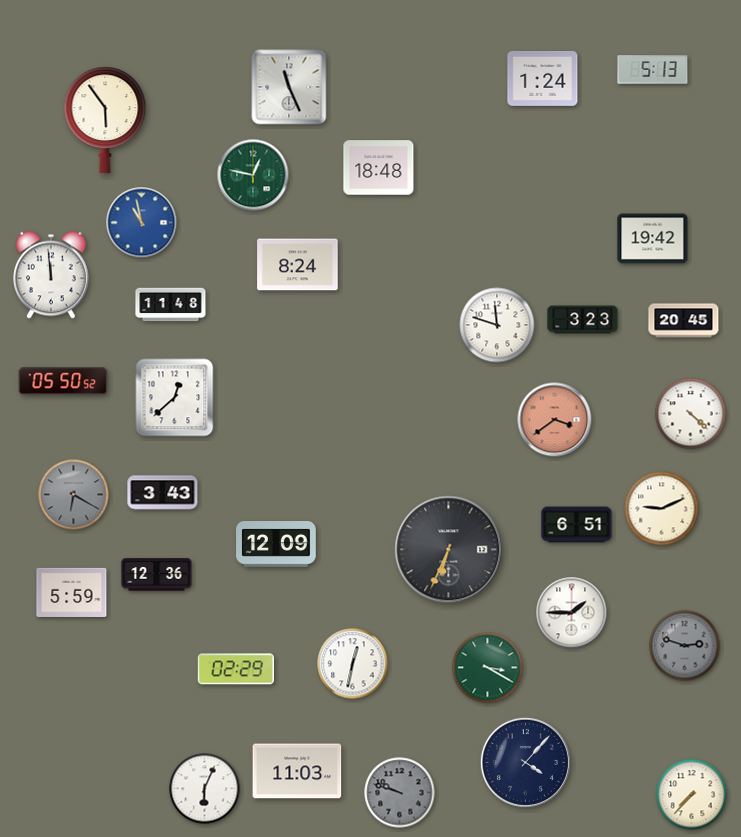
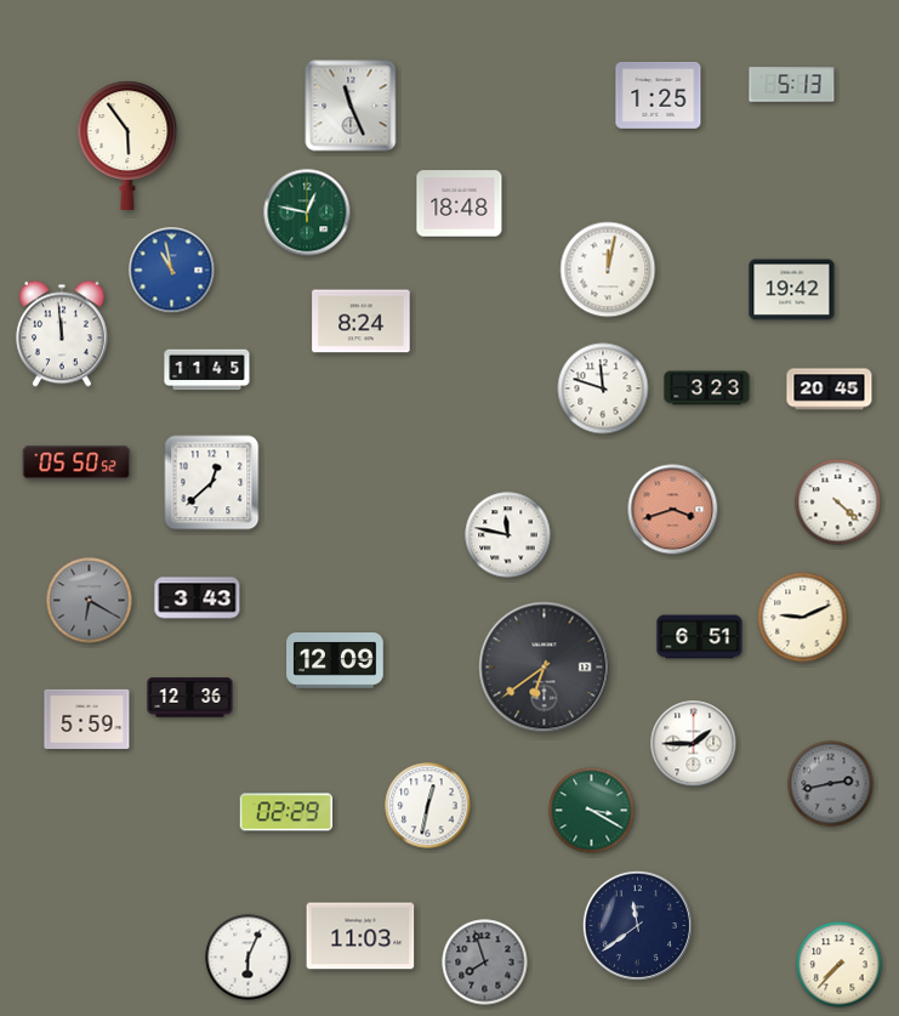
clock at (543, 79): 1:24 -> 1:25
clock at (608, 269): none -> 12:02
clock at (171, 305): 11:48 -> 11:45
clock at (497, 325) position: (497, 325) -> (603, 388)
clock at (555, 420): 3:39 -> 3:42
clock at (508, 535): none -> 11:47
clock at (449, 550): 6:34 -> 6:39
clock at (685, 646): 2:48 -> 2:43
clock at (525, 762): 4:07 -> 11:39
clock at (400, 793): 9:48 -> 7:57
